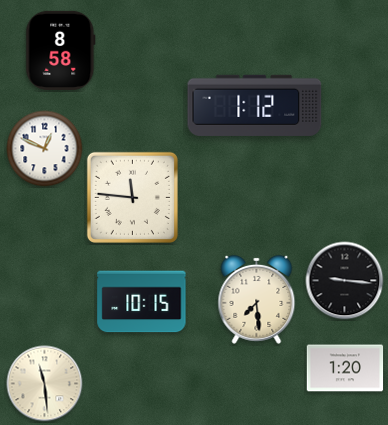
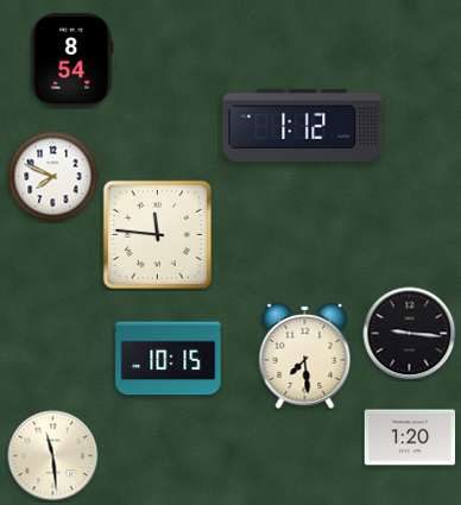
clock at (61, 50): 8:58 -> 8:54
clock at (45, 149): 12:49 -> 7:49
